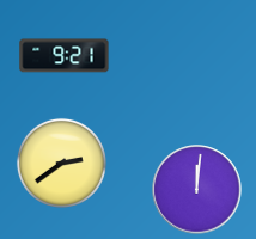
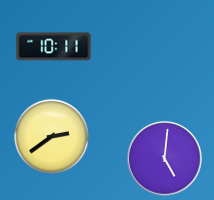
clock at (65, 56): 9:21 -> 10:11
clock at (197, 190): 12:01 -> 5:01
